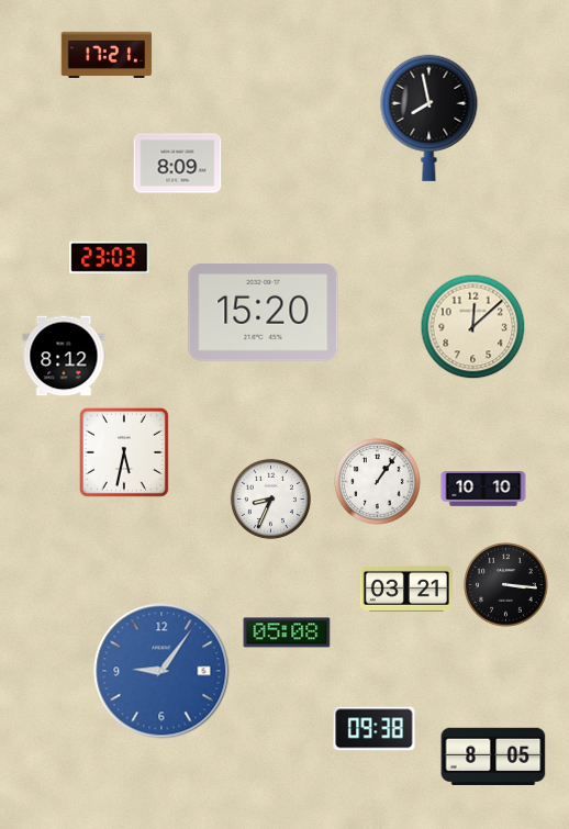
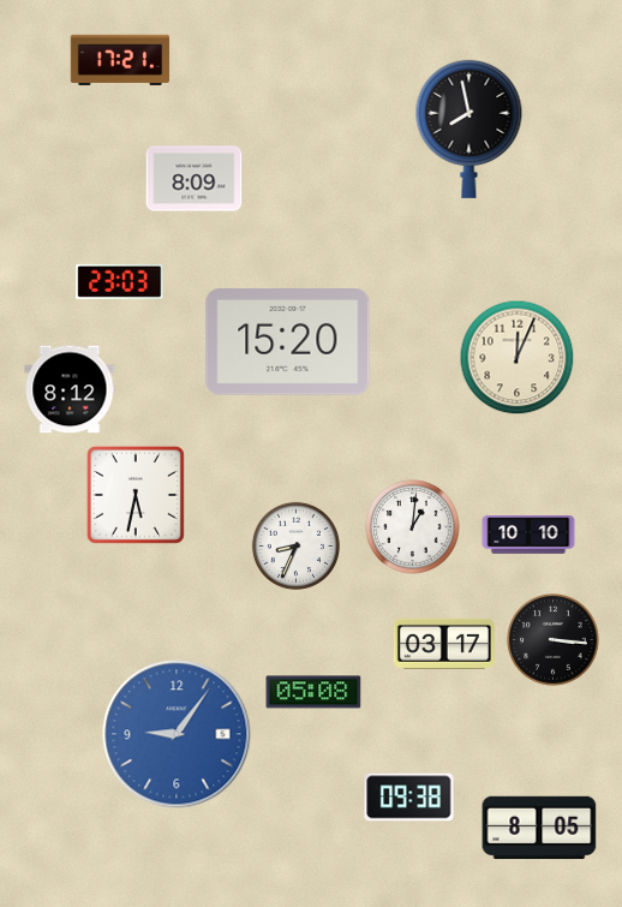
clock at (107, 55) position: (107, 55) -> (120, 60)
clock at (473, 327): 12:08 -> 12:04
clock at (378, 482): 1:06 -> 1:01
clock at (406, 589): 03:21 -> 03:17
